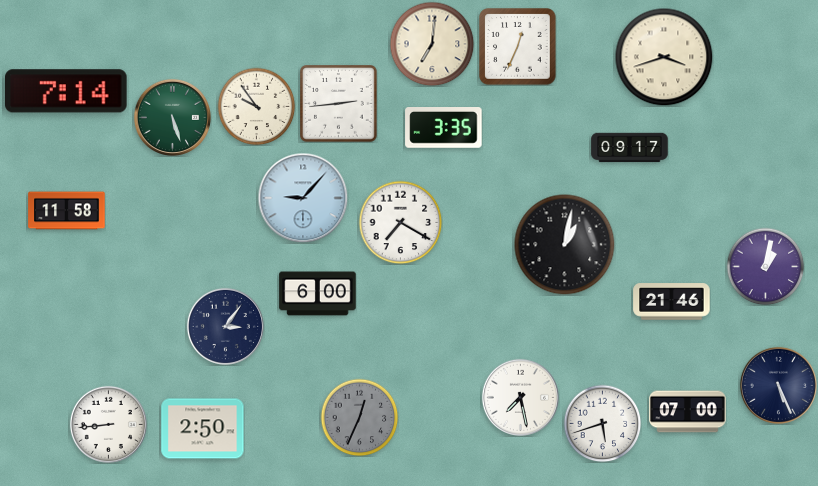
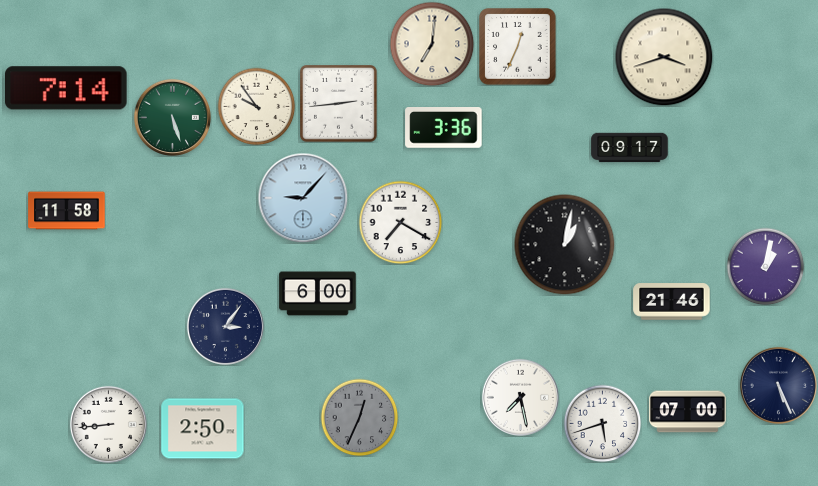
clock at (67, 91) position: (67, 91) -> (67, 88)
clock at (444, 128): 3:35 -> 3:36
